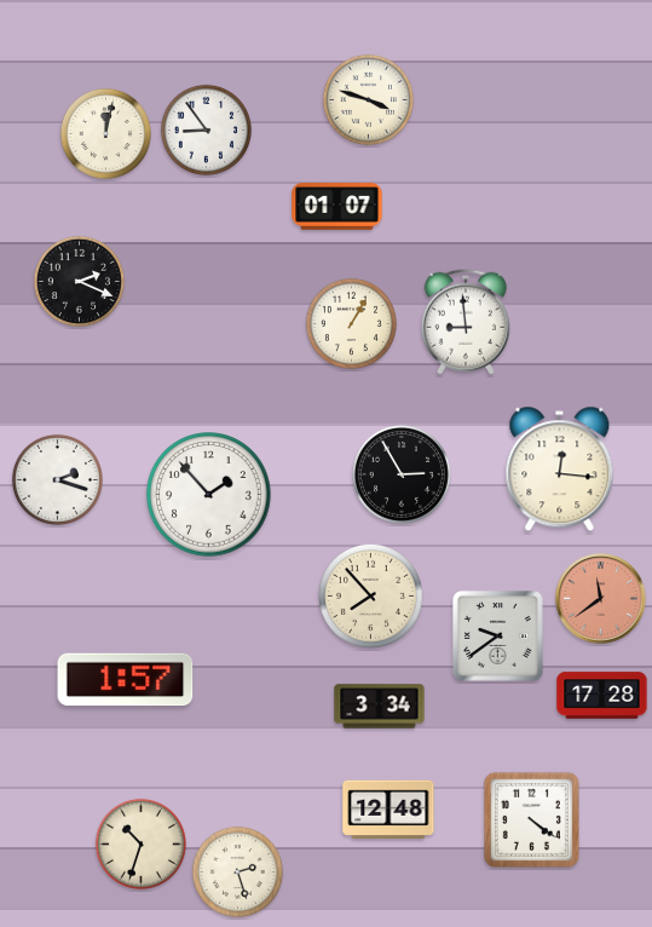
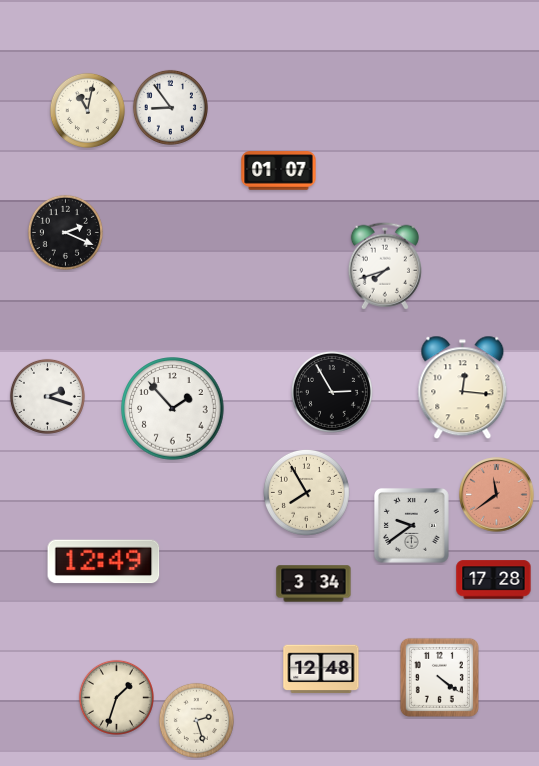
clock at (368, 99): 3:48 -> none
clock at (105, 133): 12:02 -> 11:02
clock at (466, 322): 8:59 -> 7:42
clock at (351, 323): 1:05 -> none
clock at (370, 595): 7:53 -> 7:55
clock at (126, 680): 1:57 -> 12:49
clock at (602, 696) position: (602, 696) -> (494, 580)
clock at (140, 843): 10:33 -> 1:33
